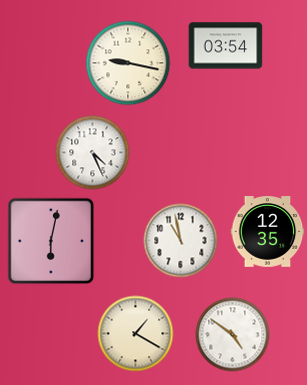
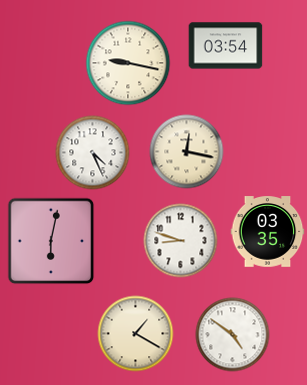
clock at (187, 152): none -> 12:17
clock at (268, 232): 12:35 -> 03:35
clock at (181, 241): 10:58 -> 8:48
